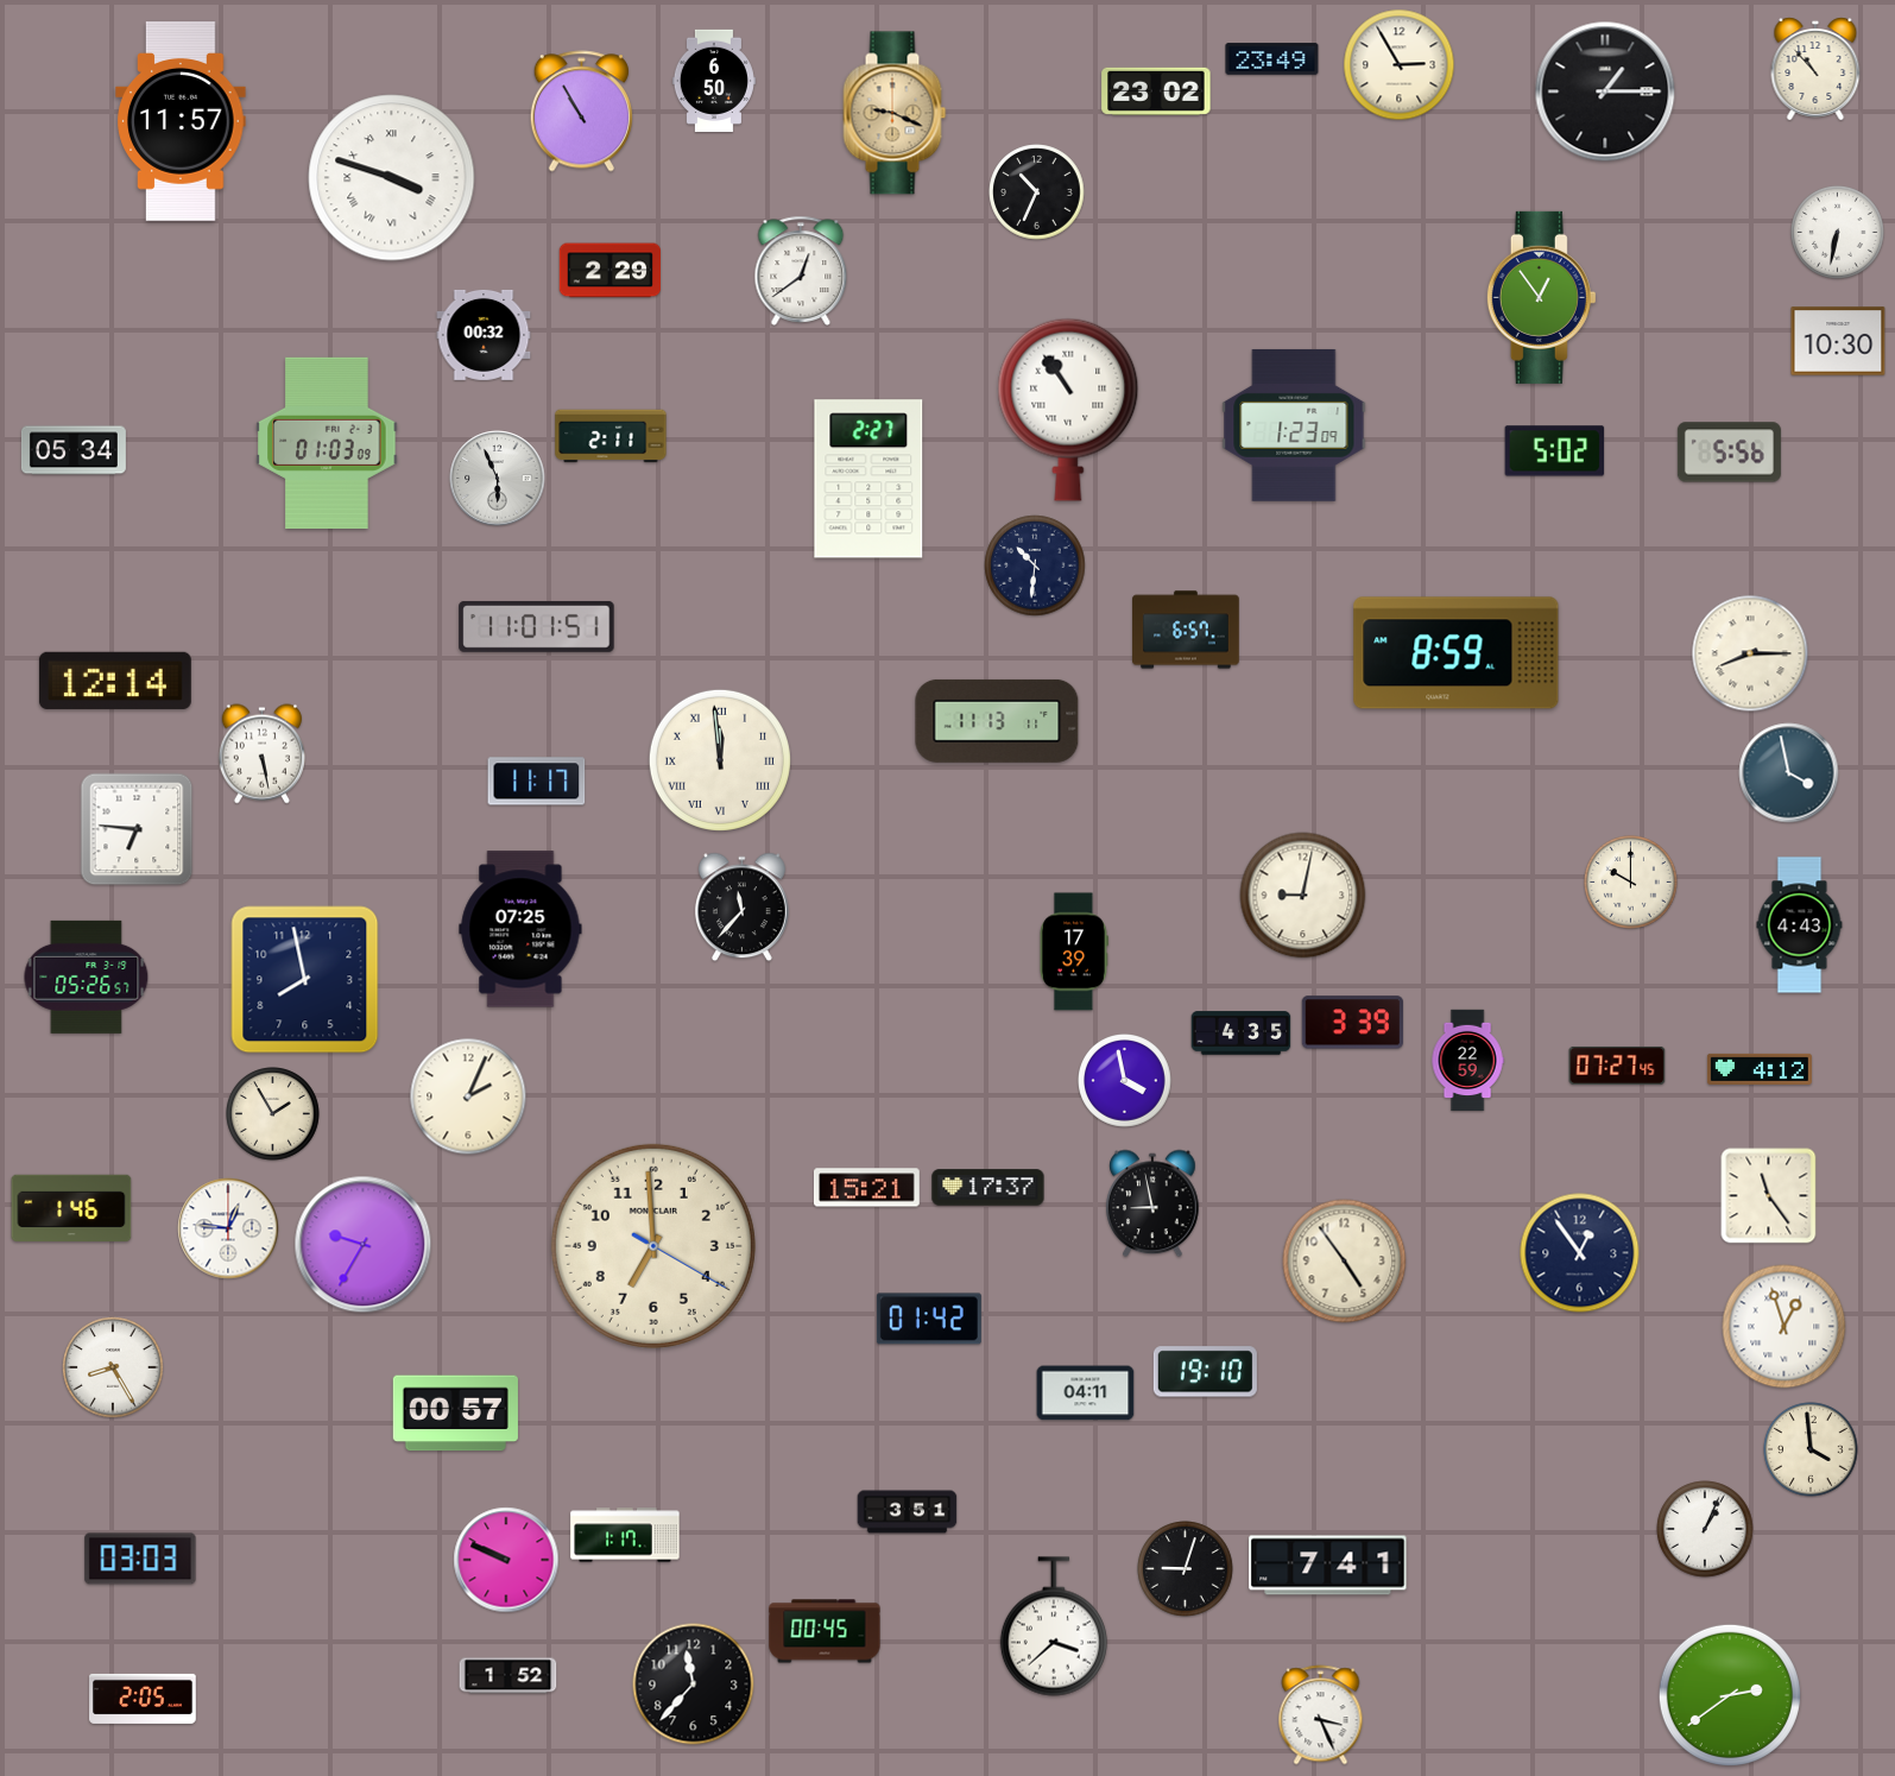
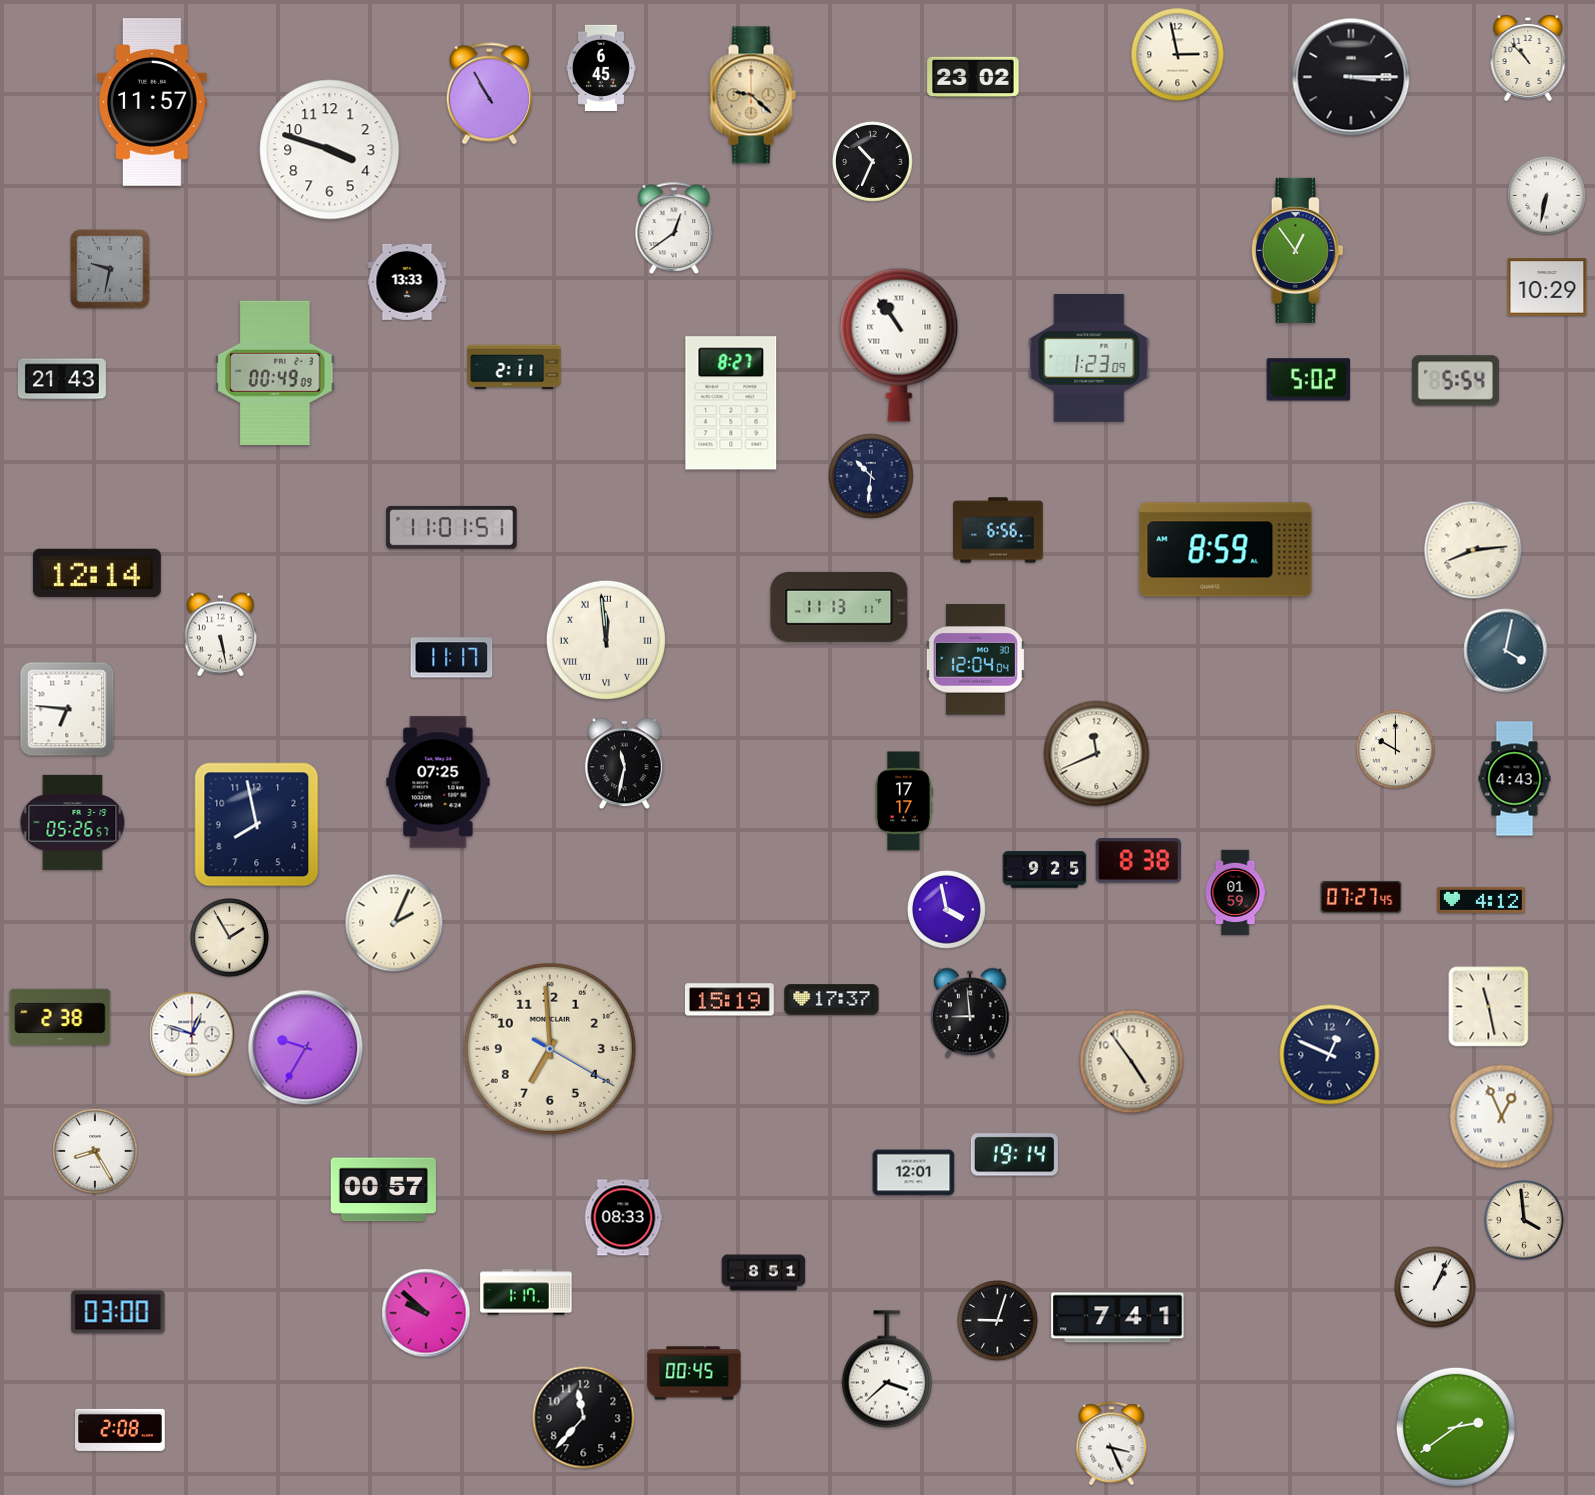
clock at (1272, 59): 23:49 -> none
clock at (1400, 65): 2:55 -> 2:58
clock at (714, 81): 6:50 -> 6:45
clock at (1605, 91): 1:15 -> 3:15
clock at (895, 113): 9:19 -> 9:22
clock at (392, 178) numerals: Roman -> Arabic
clock at (609, 271): 2:29 -> none
clock at (110, 269): none -> 9:32
clock at (484, 335): 00:32 -> 13:33
clock at (1838, 341): 10:30 -> 10:29
clock at (327, 443): 01:03 -> 00:49
clock at (74, 450): 05:34 -> 21:43
clock at (1729, 453): 5:56 -> 5:54
clock at (498, 479): 5:56 -> none
clock at (868, 479): 2:27 -> 8:27
clock at (1186, 630): 6:57 -> 6:56
clock at (1750, 653): 8:15 -> 8:14
clock at (1789, 773): 3:58 -> 4:02
clock at (975, 660): none -> 12:04
clock at (137, 829) position: (137, 829) -> (67, 709)
clock at (1631, 883) position: (1631, 883) -> (1396, 750)
clock at (1303, 896): 9:02 -> 11:41
clock at (741, 908): 11:37 -> 11:32
clock at (1073, 952): 17:39 -> 17:17
clock at (1352, 1023): 3:39 -> 8:38
clock at (1242, 1034): 4:35 -> 9:25
clock at (1467, 1061): 22:59 -> 01:59
clock at (866, 1188): 15:21 -> 15:19
clock at (1769, 1196): 11:24 -> 11:28
clock at (1152, 1203): 8:58 -> 8:59
clock at (71, 1208): 1:46 -> 2:38
clock at (228, 1228): 12:46 -> 12:48
clock at (1580, 1253): 12:54 -> 12:49
clock at (929, 1319): 01:42 -> none
clock at (1785, 1327): 12:57 -> 12:56
clock at (1205, 1372): 19:10 -> 19:14
clock at (1086, 1393): 04:11 -> 12:01
clock at (623, 1218): none -> 08:33
clock at (908, 1512): 3:51 -> 8:51
clock at (140, 1559): 03:03 -> 03:00
clock at (506, 1560): 9:49 -> 9:52
clock at (509, 1676): 1:52 -> none
clock at (143, 1699): 2:05 -> 2:08
